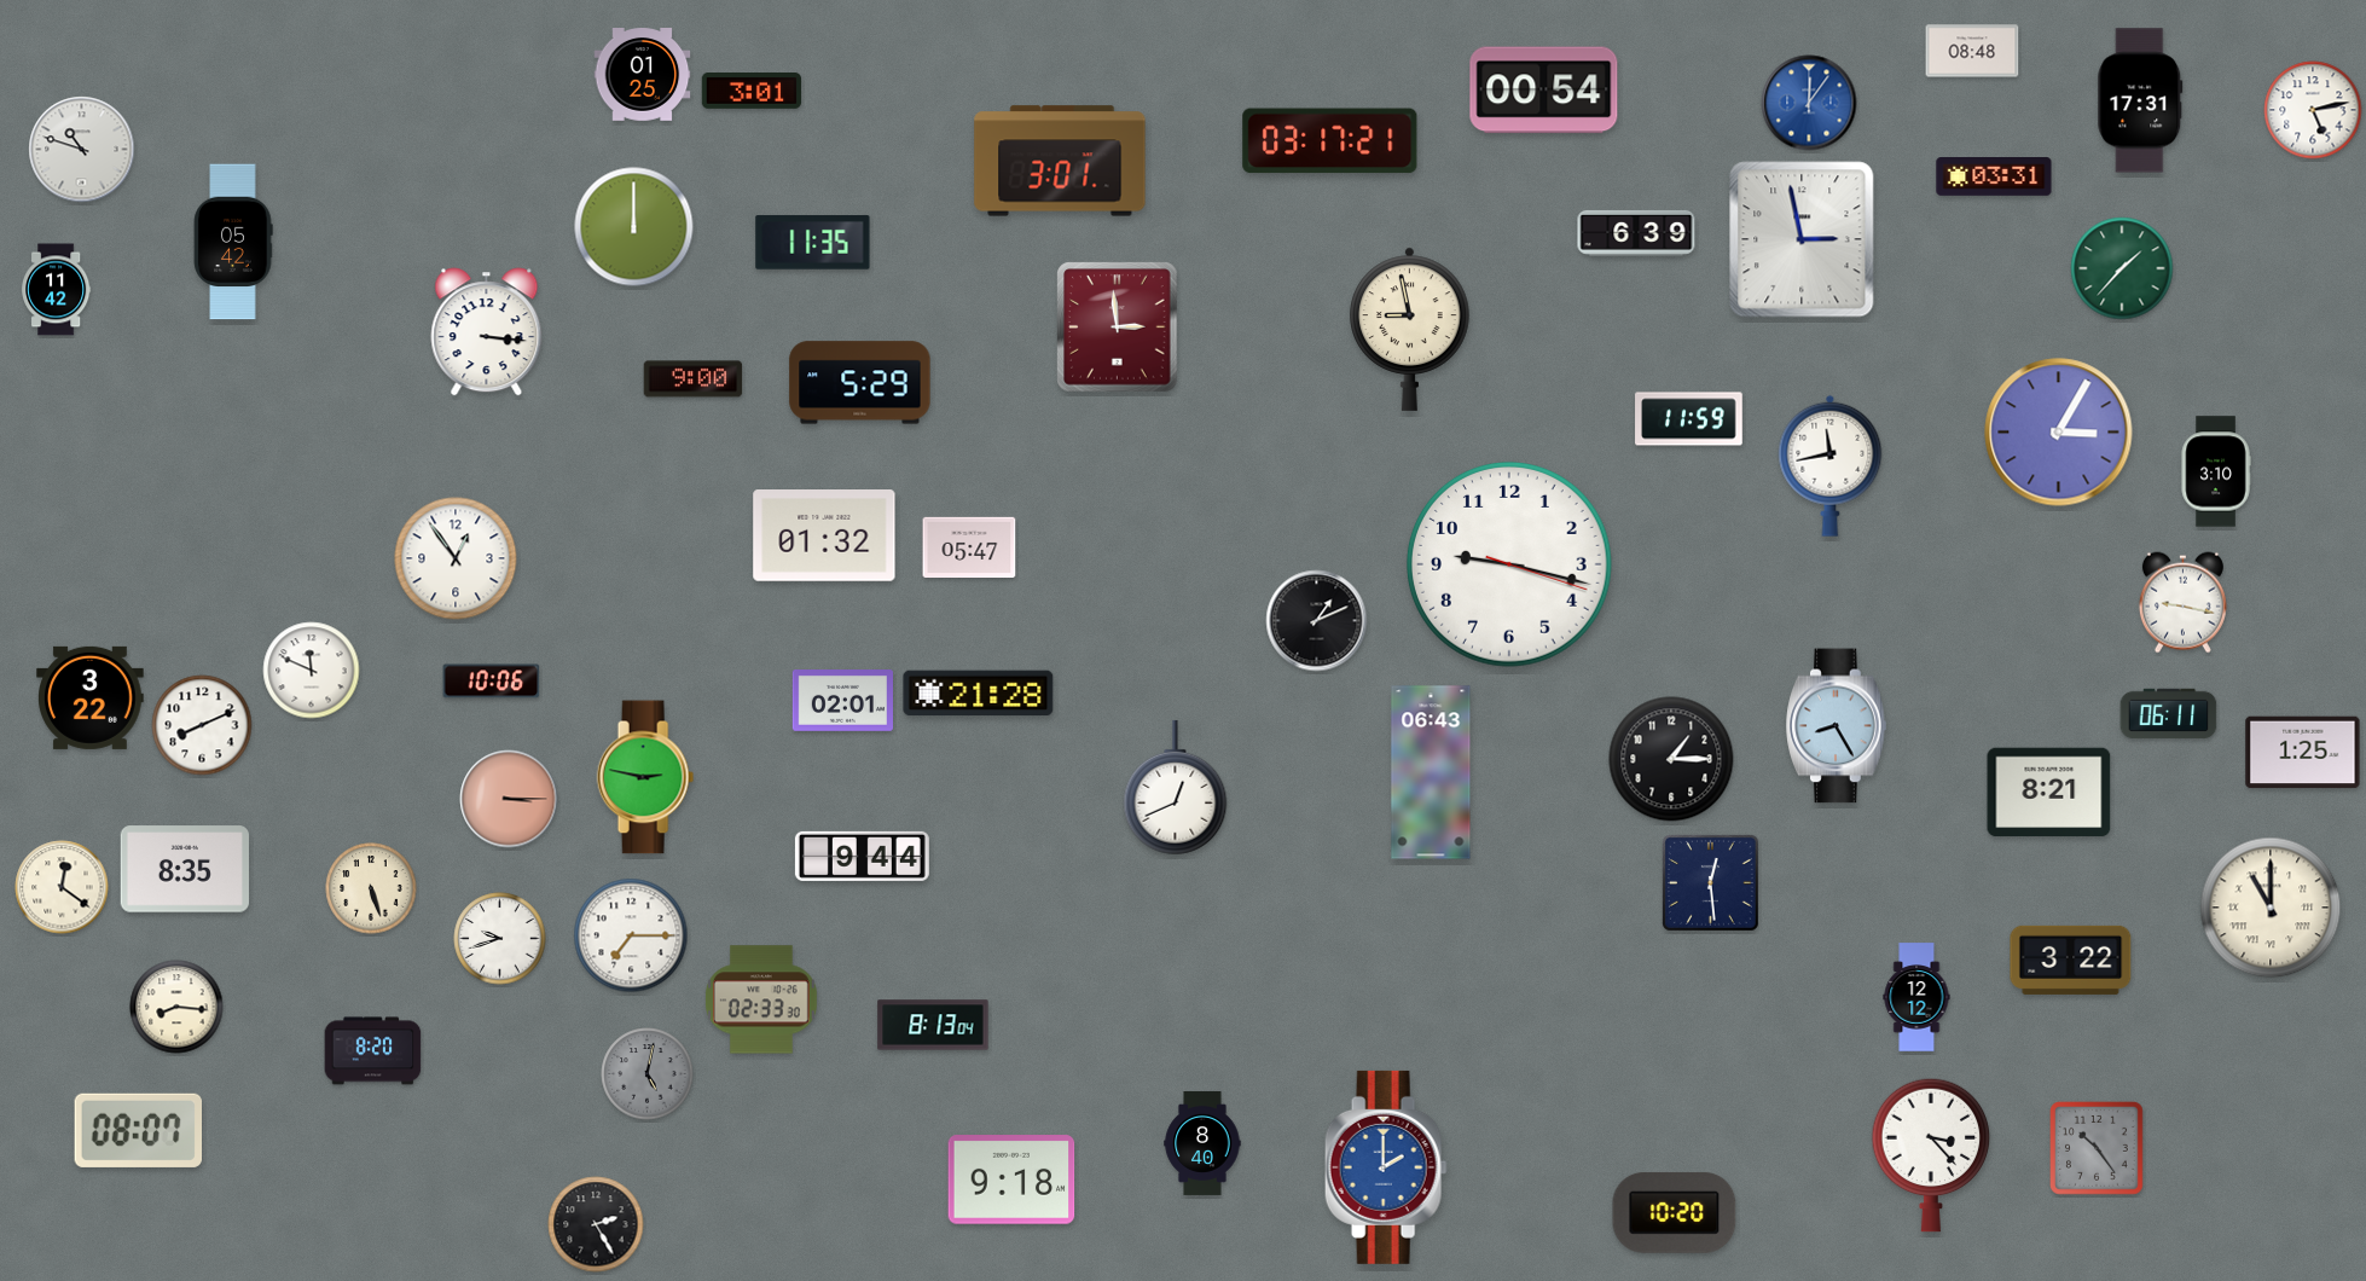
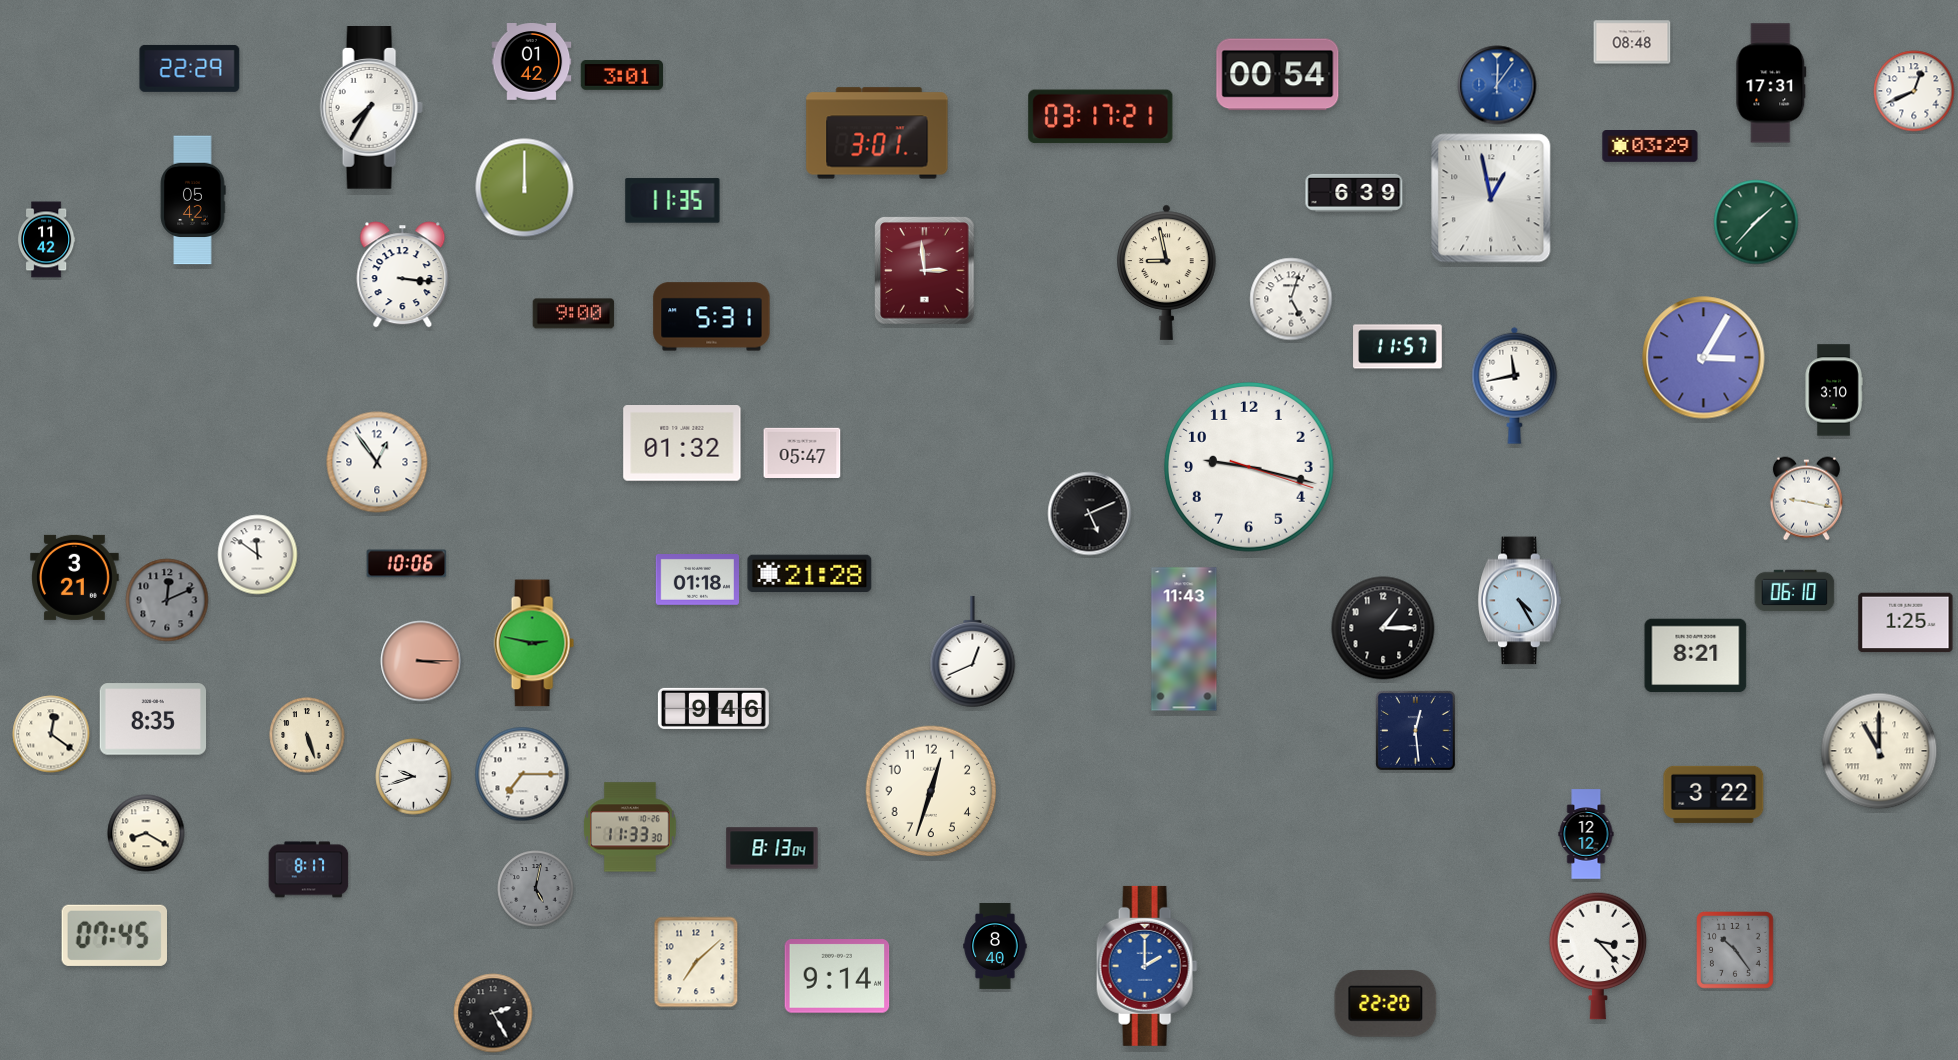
clock at (643, 75): 01:25 -> 01:42
clock at (190, 68): none -> 22:29
clock at (2313, 110): 5:13 -> 12:41
clock at (371, 108): none -> 7:35
clock at (82, 150): 10:48 -> none
clock at (1994, 176): 03:31 -> 03:29
clock at (1802, 239): 2:58 -> 12:58
clock at (1291, 299): none -> 5:03
clock at (860, 383): 5:29 -> 5:31
clock at (1689, 419): 11:59 -> 11:57
clock at (1317, 621): 1:11 -> 5:11
clock at (312, 671): 11:49 -> 11:51
clock at (91, 697): 3:22 -> 3:21
clock at (842, 701): 02:01 -> 01:18
clock at (2169, 714): 06:11 -> 06:10
clock at (202, 725): 8:11 -> 12:11
clock at (202, 725) dial: white -> grey
clock at (1837, 726): 8:25 -> 4:25
clock at (1431, 772): 06:43 -> 11:43
clock at (862, 856): 9:44 -> 9:46
clock at (931, 791): none -> 12:33
clock at (1916, 997) position: (1916, 997) -> (1586, 834)
clock at (761, 999): 02:33 -> 11:33
clock at (176, 1007): 8:16 -> 8:20
clock at (373, 1051): 8:20 -> 8:17
clock at (138, 1130): 08:07 -> 07:45
clock at (696, 962): none -> 7:08
clock at (1011, 1179): 9:18 -> 9:14
clock at (1675, 1212): 10:20 -> 22:20
